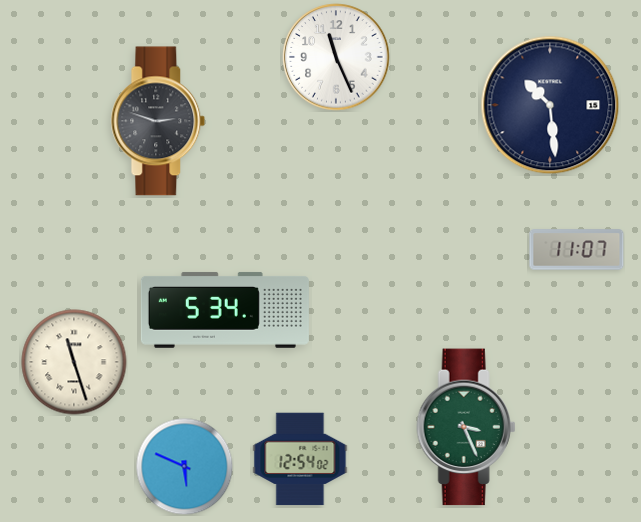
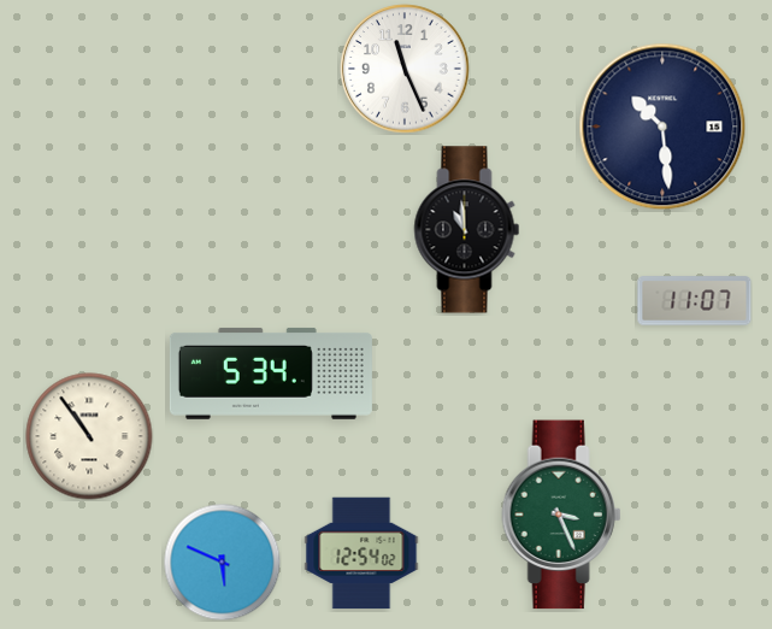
clock at (158, 121): 2:48 -> none
clock at (467, 230): none -> 10:59
clock at (74, 362): 11:27 -> 10:54
